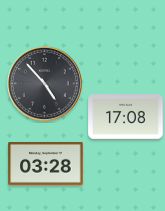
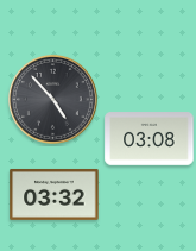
clock at (126, 117): 17:08 -> 03:08
clock at (46, 163): 03:28 -> 03:32
